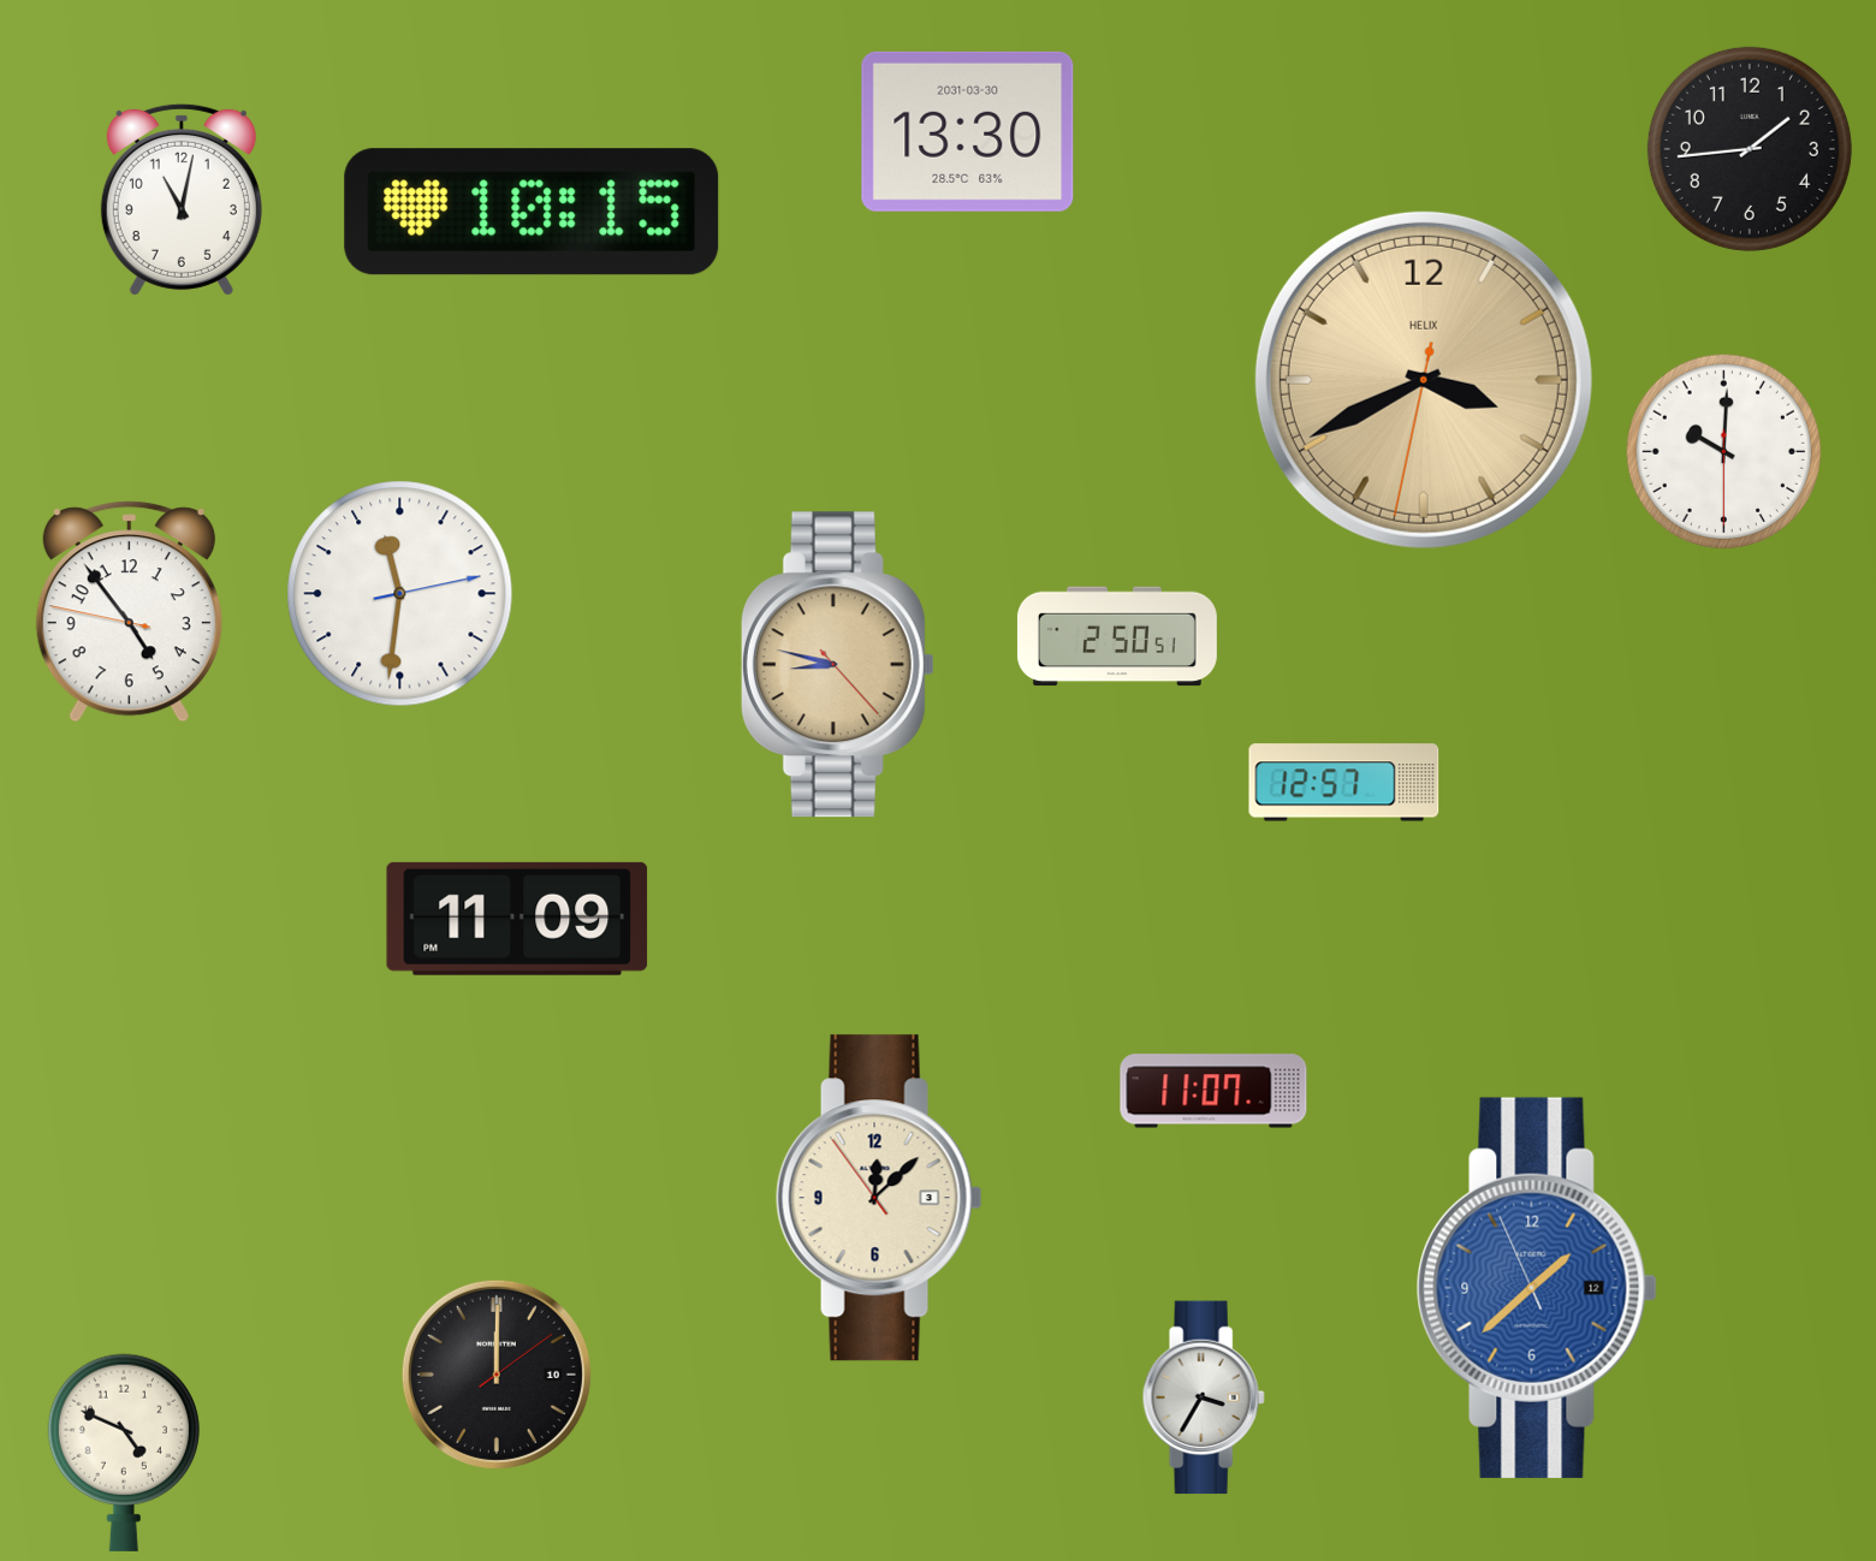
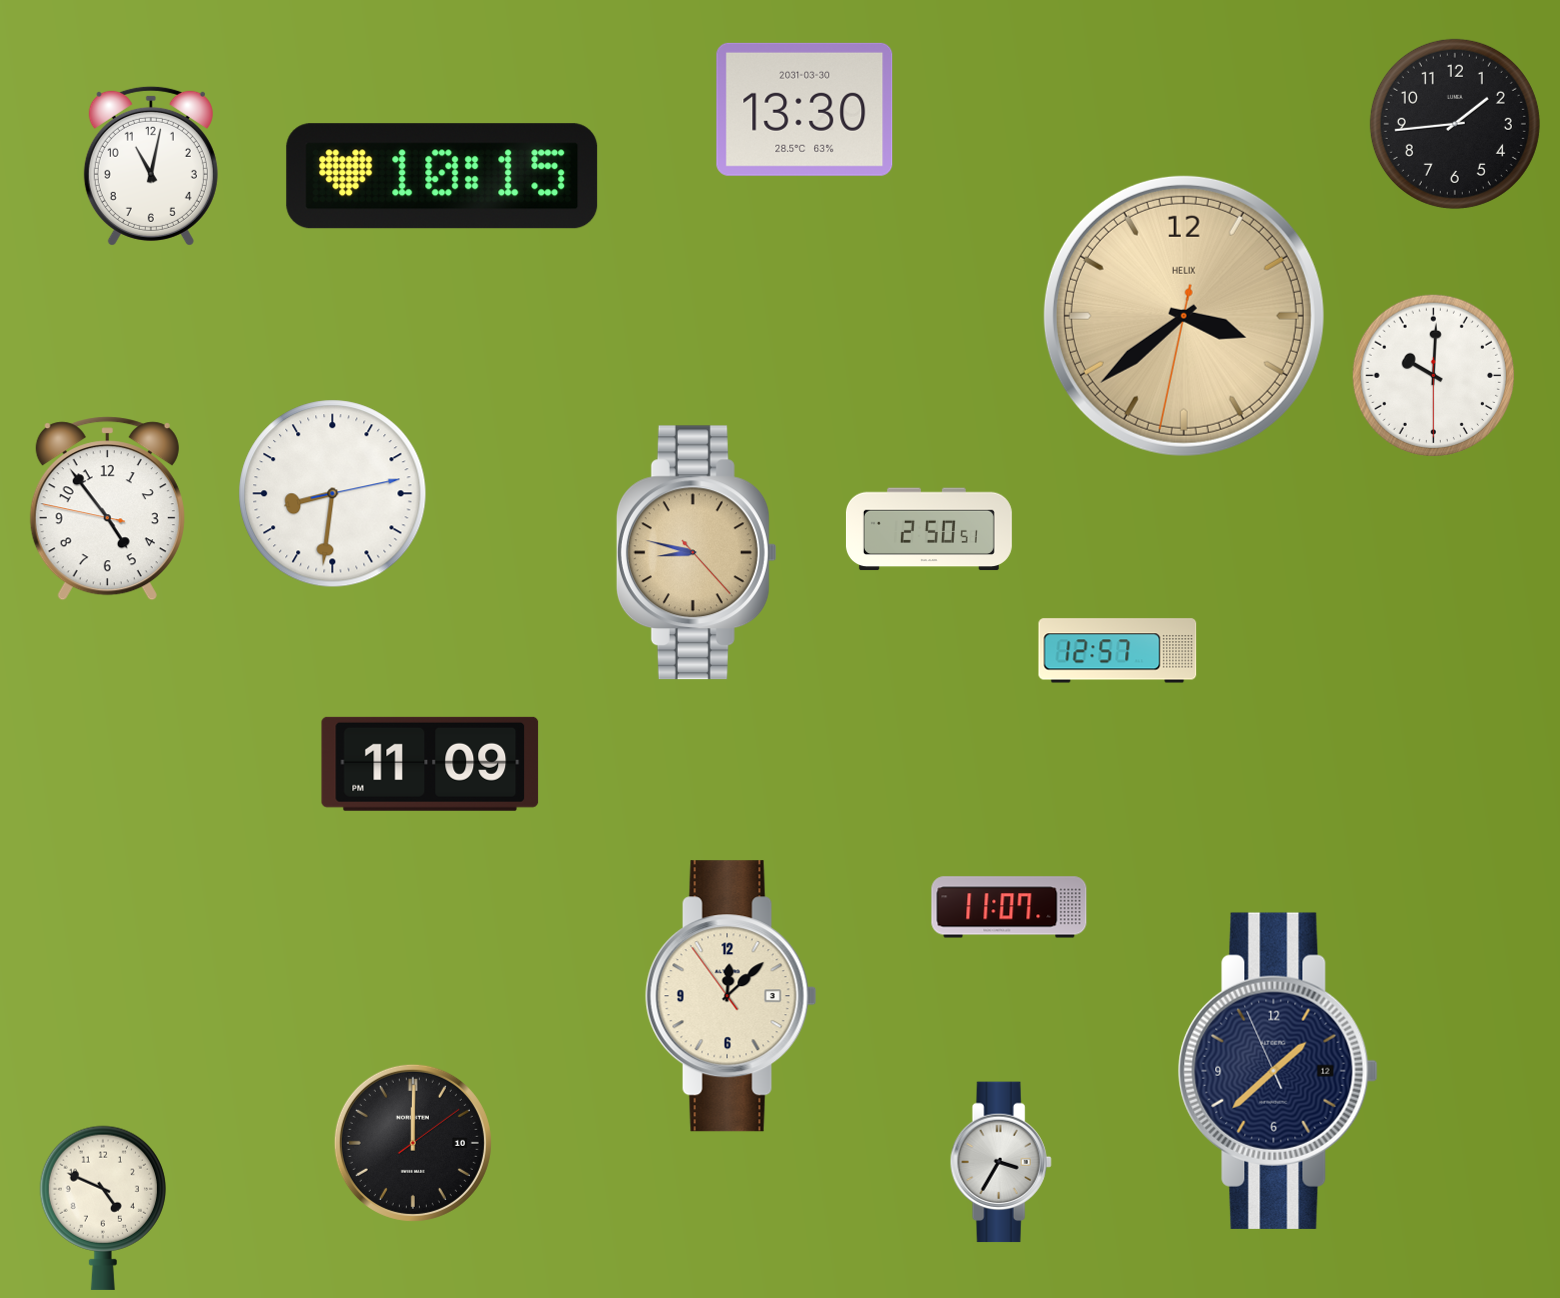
clock at (1424, 380): 3:40 -> 3:38
clock at (400, 594): 11:31 -> 8:31
clock at (1537, 1288) dial: blue -> navy
